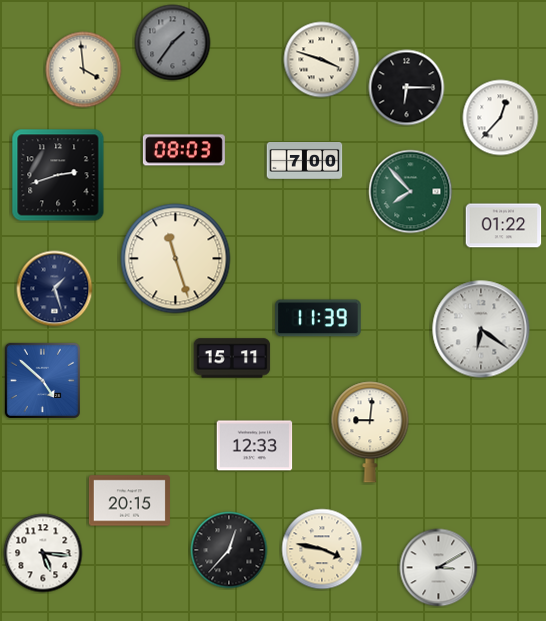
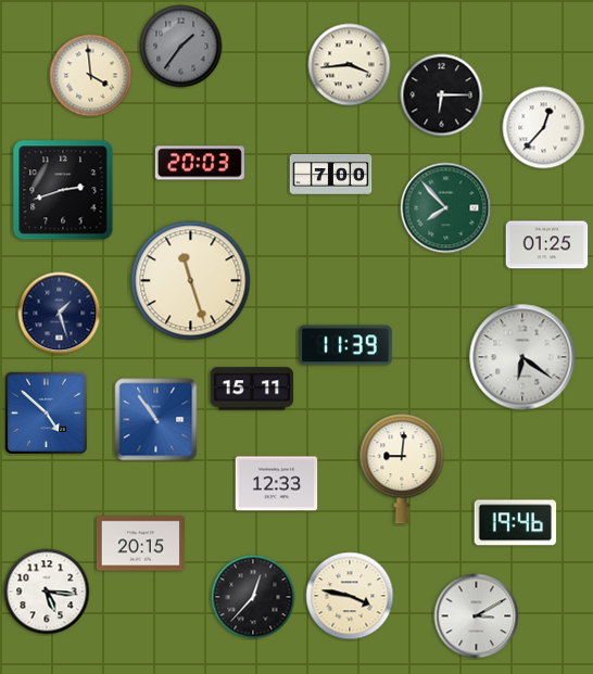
clock at (173, 43) position: (173, 43) -> (181, 47)
clock at (322, 60): 3:48 -> 3:44
clock at (184, 150): 08:03 -> 20:03
clock at (504, 226): 01:22 -> 01:25
clock at (156, 420): none -> 10:54
clock at (516, 523): none -> 19:46
clock at (229, 550) position: (229, 550) -> (253, 597)
clock at (43, 553) position: (43, 553) -> (47, 592)
